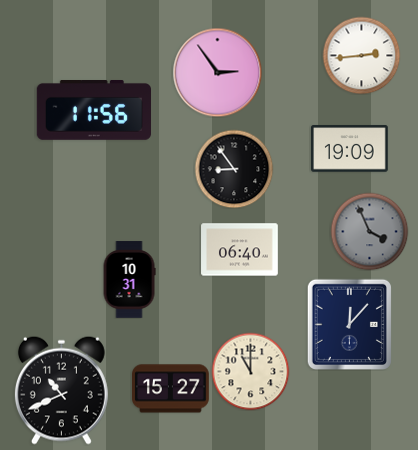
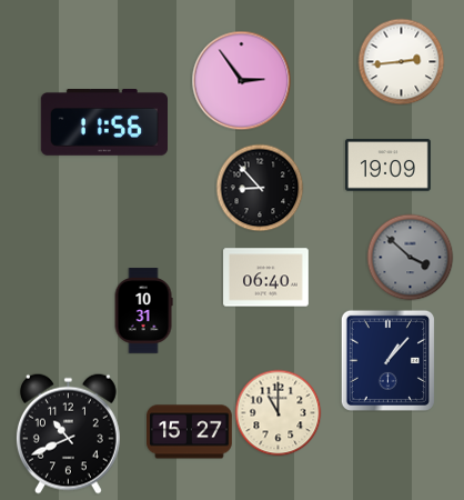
clock at (234, 169): 8:54 -> 8:53
clock at (369, 231): 3:56 -> 3:52
clock at (349, 324): 12:07 -> 1:07
